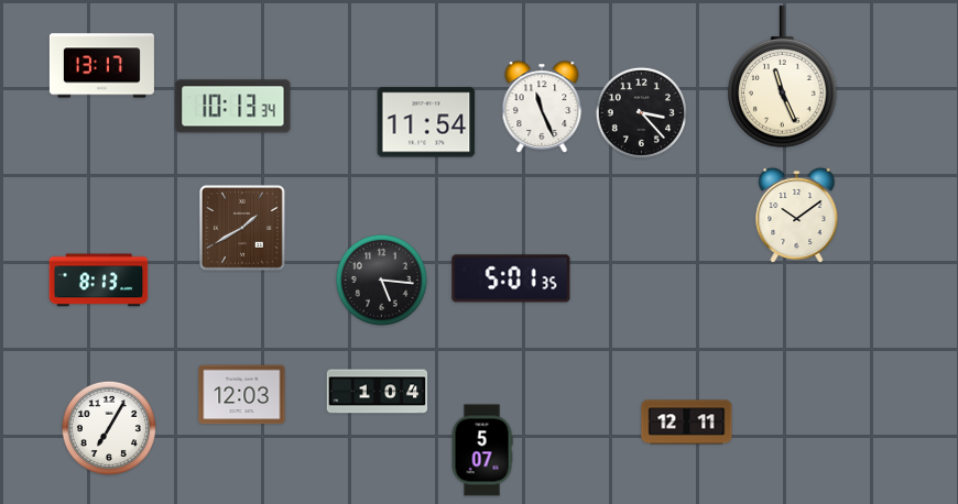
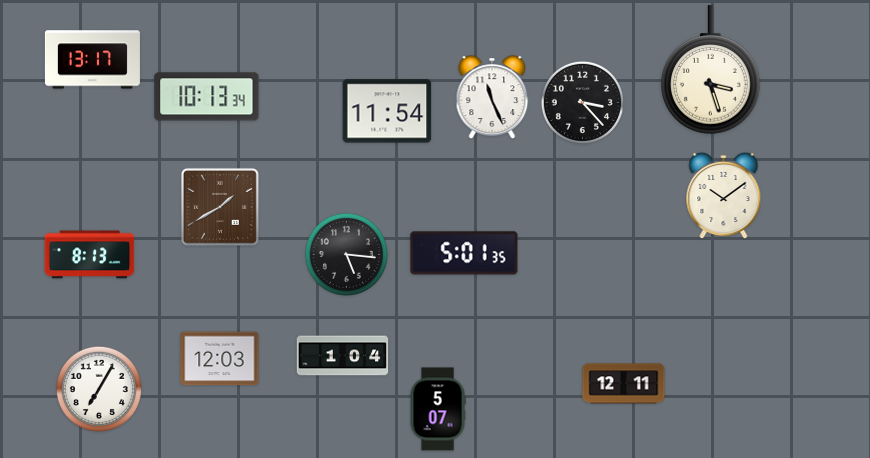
clock at (783, 77): 11:26 -> 3:27
clock at (233, 107) position: (233, 107) -> (207, 97)
